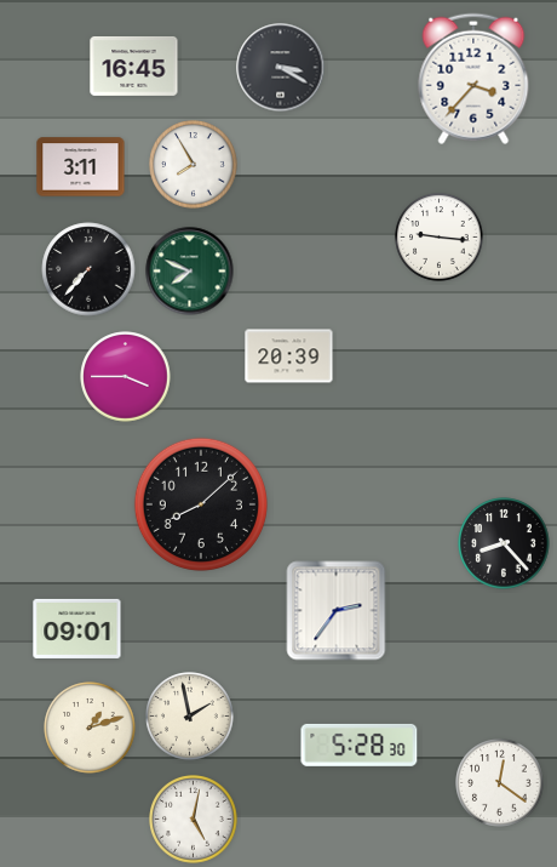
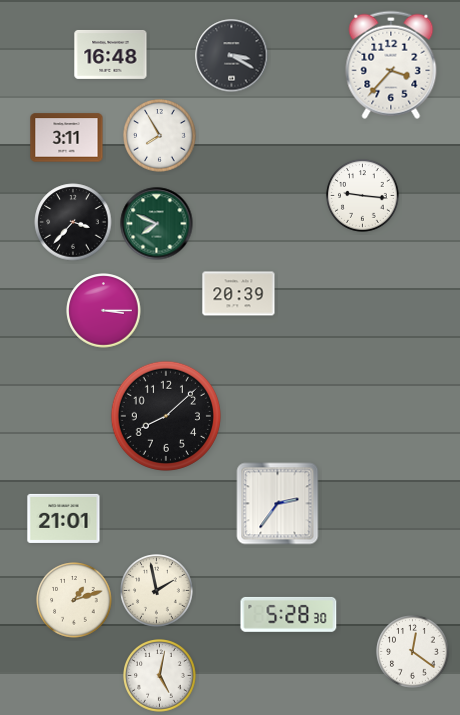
clock at (134, 65): 16:45 -> 16:48
clock at (88, 269): 7:37 -> 3:37
clock at (126, 377): 3:45 -> 3:15
clock at (504, 543): 8:23 -> none
clock at (77, 628): 09:01 -> 21:01
clock at (360, 745) position: (360, 745) -> (289, 614)
clock at (500, 783) position: (500, 783) -> (413, 652)
